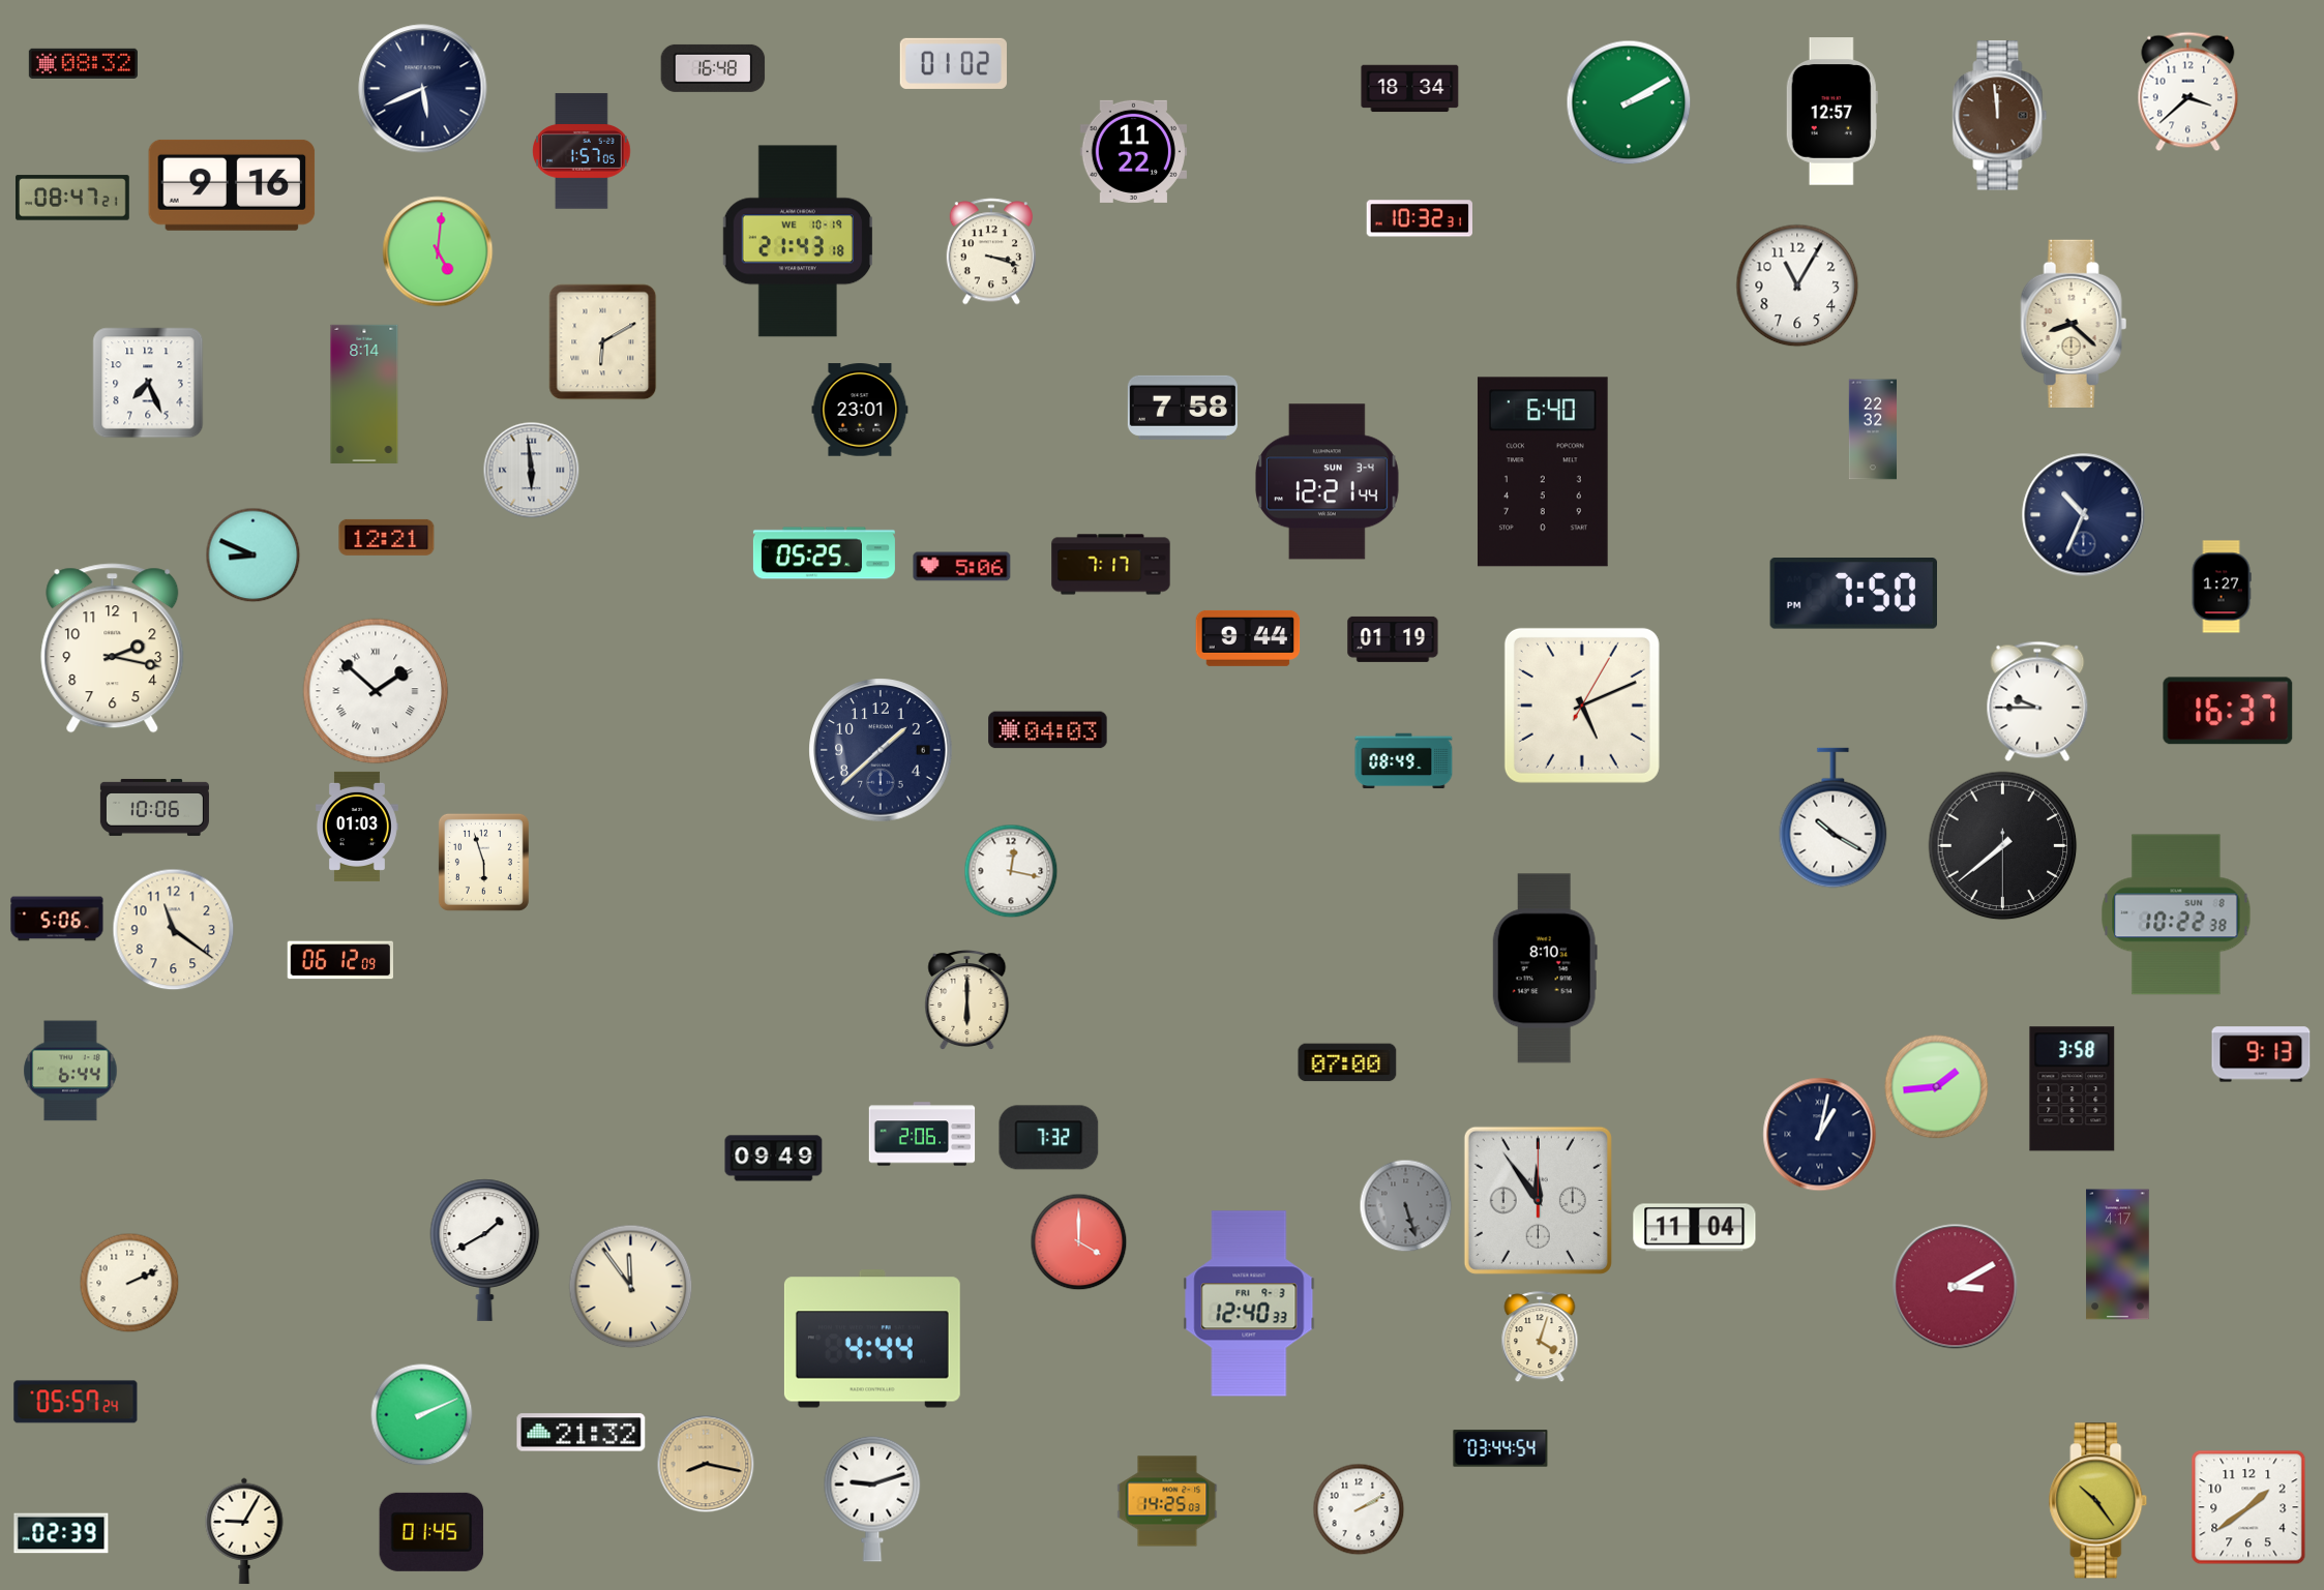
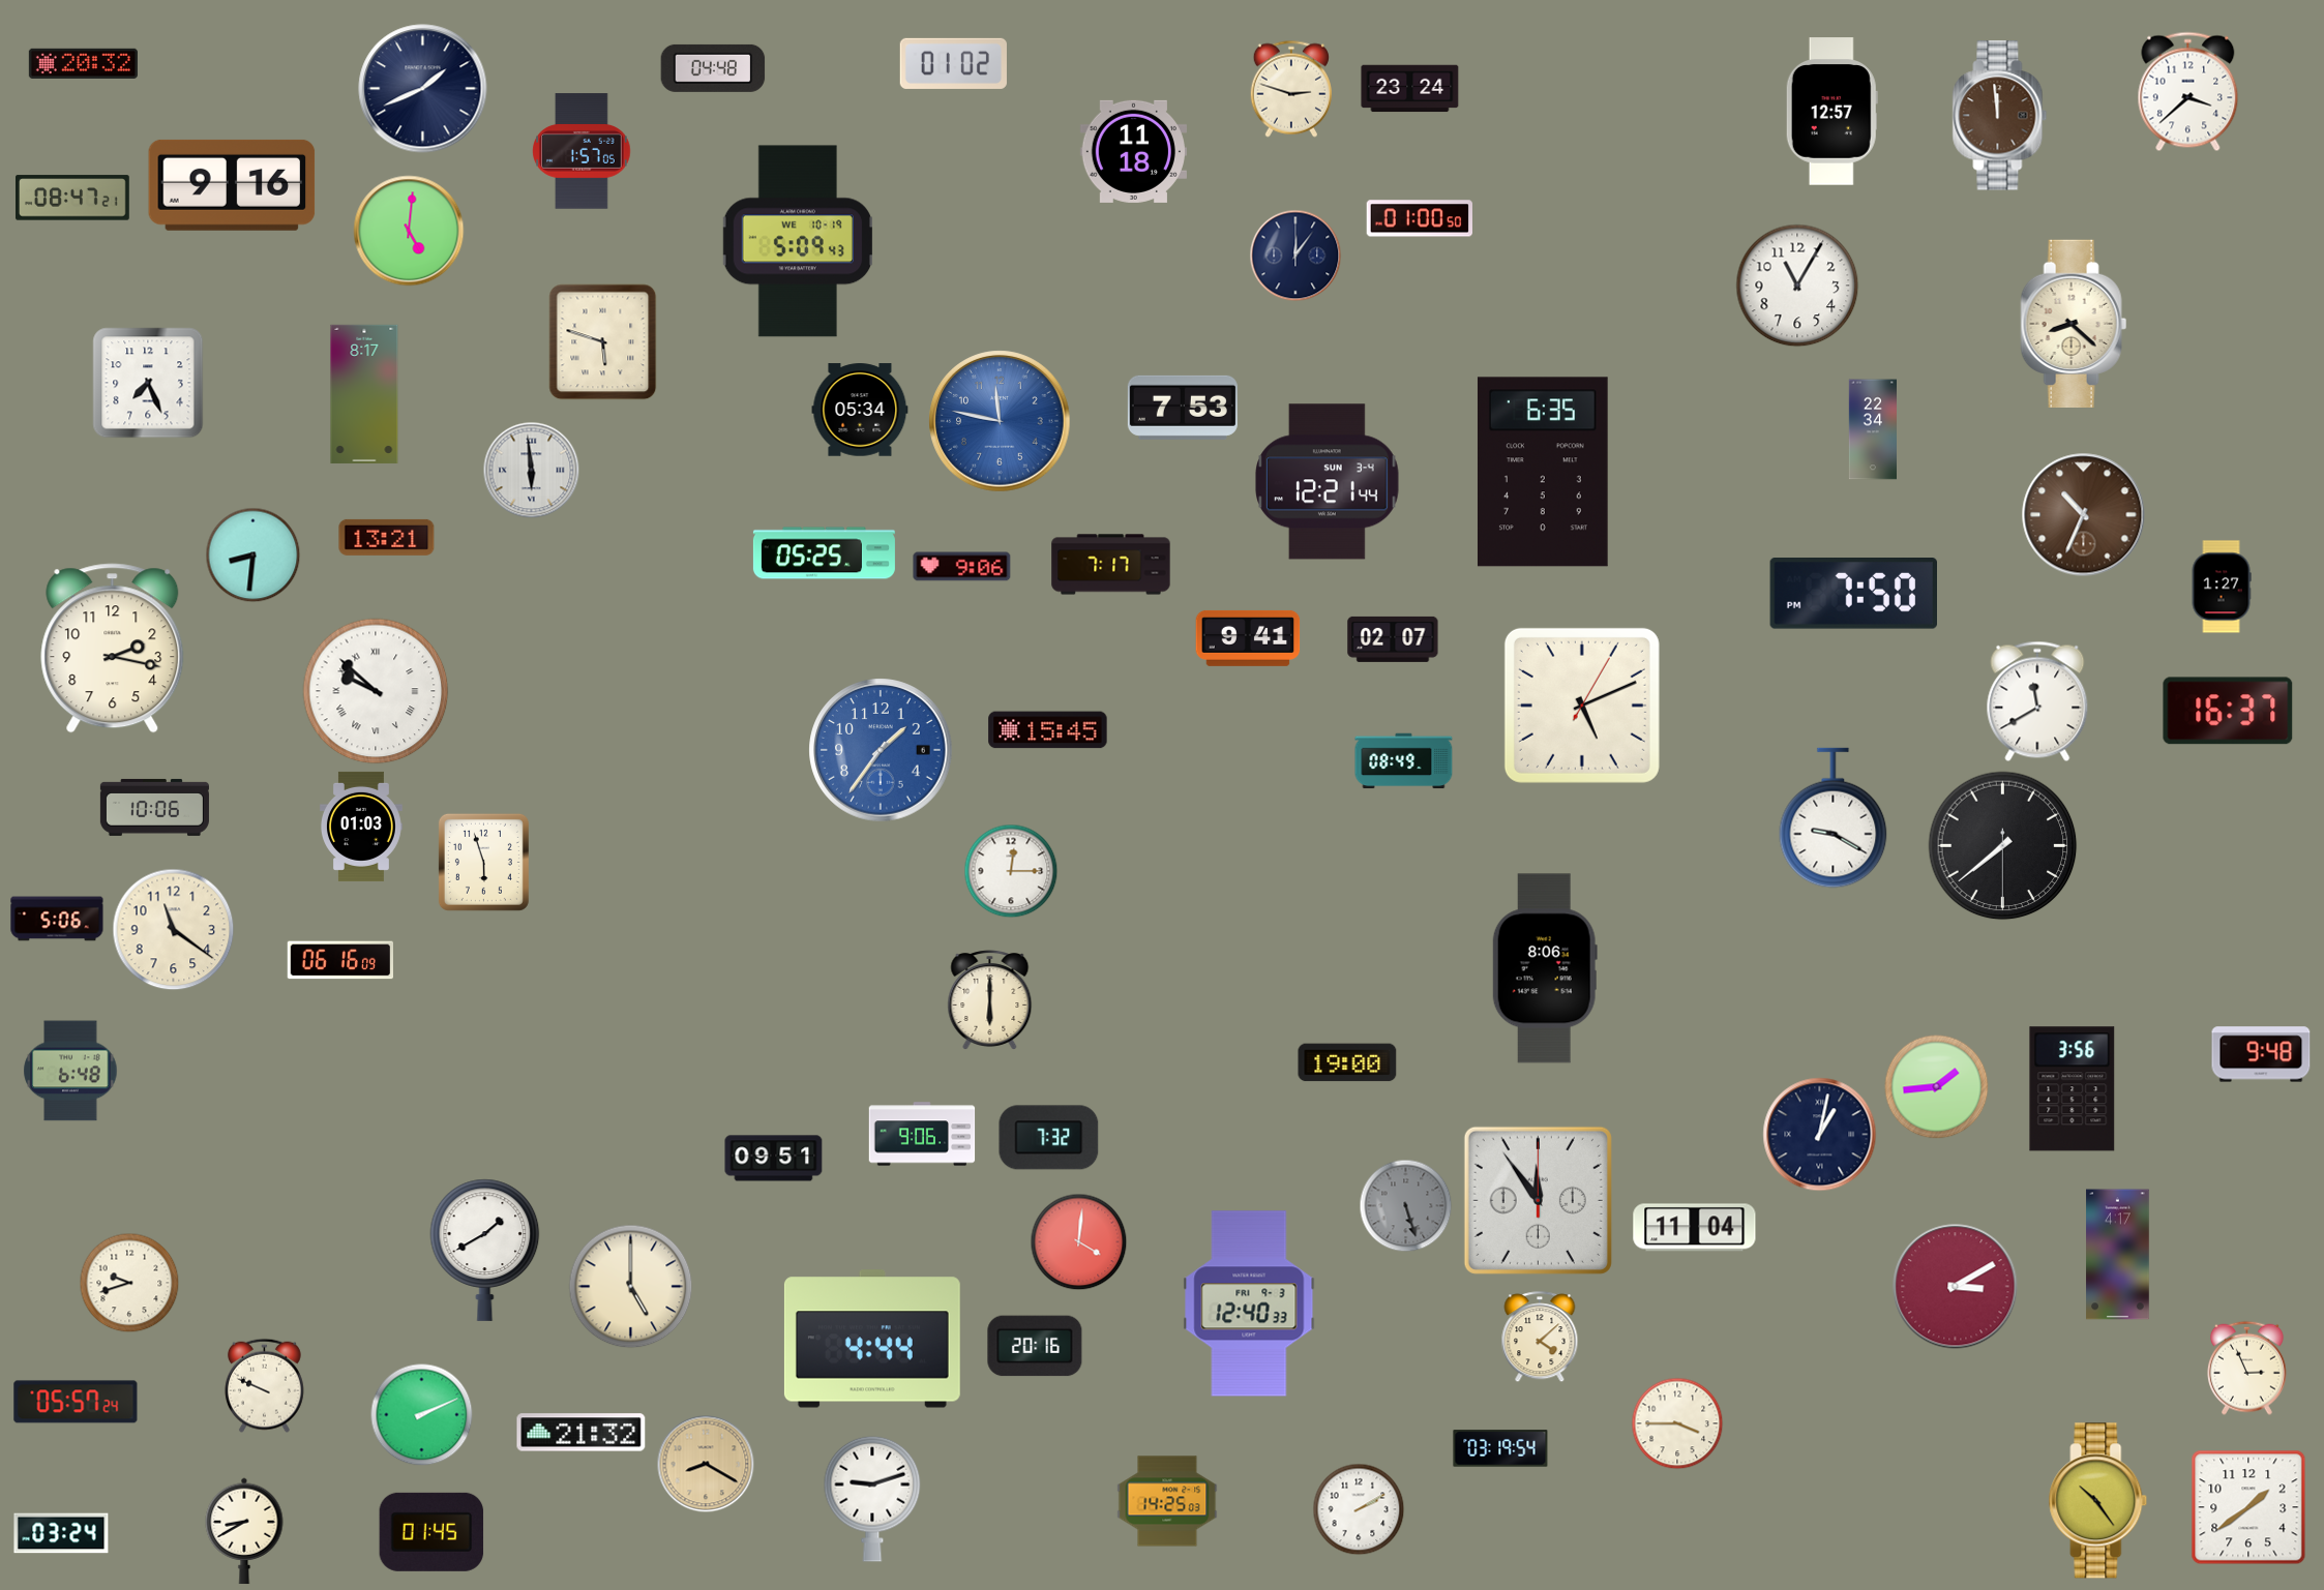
clock at (83, 63): 08:32 -> 20:32
clock at (713, 68): 16:48 -> 04:48
clock at (423, 89): 5:41 -> 1:41
clock at (1290, 89): none -> 2:48
clock at (1410, 89): 18:34 -> 23:24
clock at (1629, 102): 2:10 -> none
clock at (1133, 151): 11:22 -> 11:18
clock at (1419, 218): 10:32 -> 01:00
clock at (797, 241): 21:43 -> 5:09
clock at (438, 251) position: (438, 251) -> (409, 231)
clock at (991, 251): 3:18 -> none
clock at (1295, 256): none -> 12:06
clock at (603, 342): 6:10 -> 5:48
clock at (364, 394): 8:14 -> 8:17
clock at (1183, 408): 7:58 -> 7:53
clock at (860, 410): 23:01 -> 05:34
clock at (1000, 421): none -> 11:47
clock at (1872, 429): 22:32 -> 22:34
clock at (1543, 472): 6:40 -> 6:35
clock at (2084, 515) dial: navy -> brown
clock at (387, 537): 12:21 -> 13:21
clock at (254, 556): 8:49 -> 8:31
clock at (962, 567): 5:06 -> 9:06
clock at (1248, 638): 9:44 -> 9:41
clock at (1393, 639): 01:19 -> 02:07
clock at (376, 691): 1:52 -> 9:52
clock at (2037, 701): 9:45 -> 11:40
clock at (1048, 730): 04:03 -> 15:45
clock at (881, 750): 1:38 -> 1:36
clock at (881, 750) dial: navy -> blue
clock at (1834, 818): 10:20 -> 9:20
clock at (357, 827) position: (357, 827) -> (361, 827)
clock at (1011, 871): 12:17 -> 12:15
clock at (2176, 914): 10:22 -> none
clock at (340, 960): 06:12 -> 06:16
clock at (1545, 968): 8:10 -> 8:06
clock at (967, 1000) position: (967, 1000) -> (990, 1000)
clock at (2261, 1054): 9:13 -> 9:48
clock at (1347, 1062): 07:00 -> 19:00
clock at (70, 1071): 6:44 -> 6:48
clock at (2073, 1089): 3:58 -> 3:56
clock at (922, 1134): 2:06 -> 9:06
clock at (774, 1159): 09:49 -> 09:51
clock at (1079, 1242): 4:00 -> 4:01
clock at (129, 1283): 2:11 -> 9:42
clock at (631, 1287): 11:54 -> 5:00
clock at (1540, 1338): 4:03 -> 4:08
clock at (1035, 1346): none -> 20:16
clock at (2246, 1368): none -> 2:56
clock at (264, 1385): none -> 9:49
clock at (1677, 1423): none -> 3:45
clock at (1500, 1448): 03:44 -> 03:19
clock at (706, 1464): 8:17 -> 8:20
clock at (244, 1531): 9:05 -> 8:40
clock at (61, 1533): 02:39 -> 03:24
